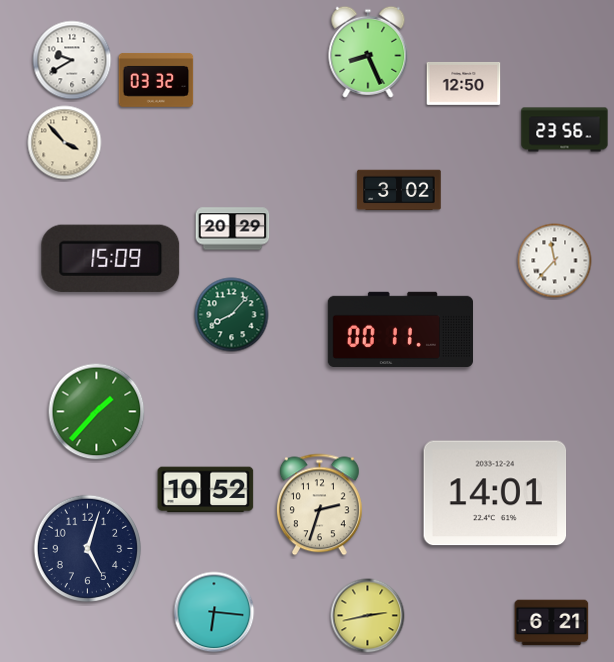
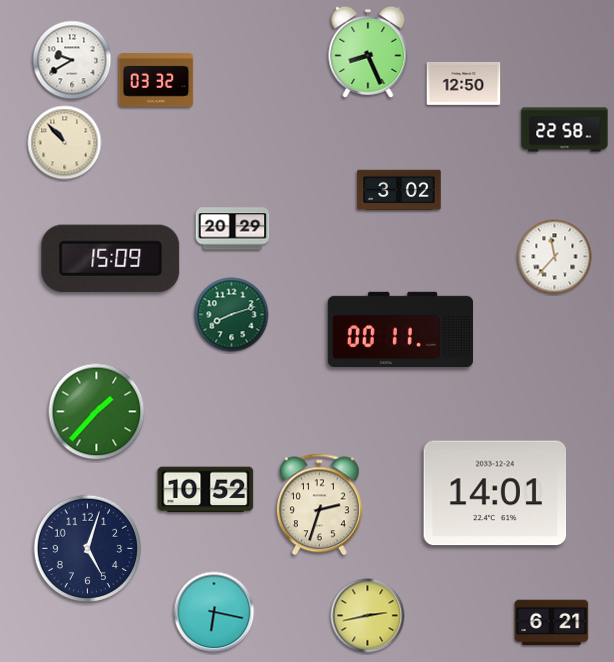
clock at (565, 130): 23:56 -> 22:58
clock at (65, 143): 3:53 -> 10:53
clock at (555, 261) position: (555, 261) -> (555, 257)
clock at (232, 315): 8:07 -> 8:12
clock at (214, 612): 6:16 -> 6:17
